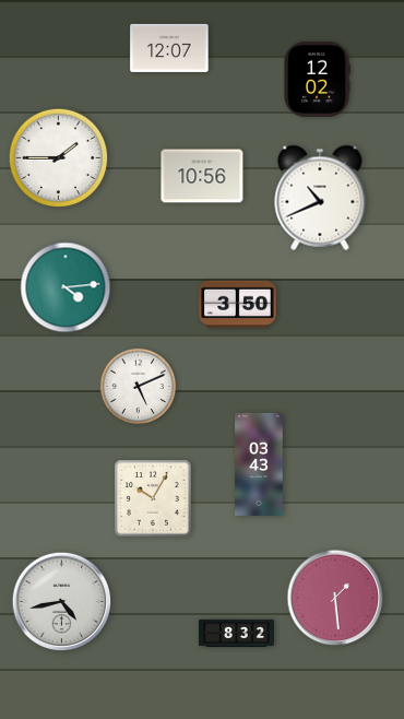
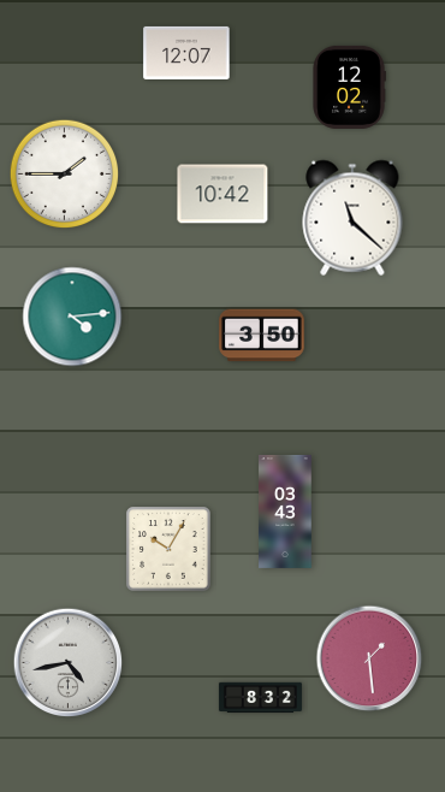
clock at (202, 176): 10:56 -> 10:42
clock at (320, 198): 10:41 -> 11:22
clock at (139, 387): 5:11 -> none
